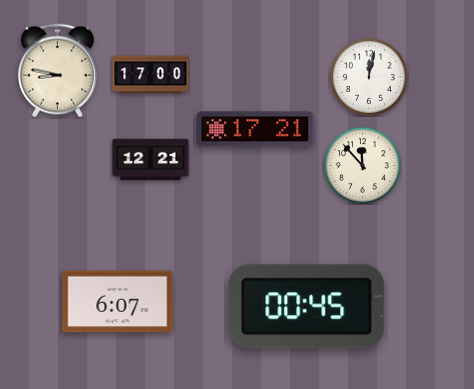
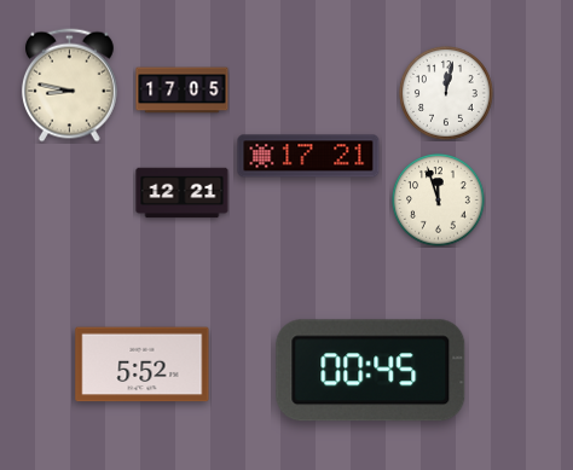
clock at (151, 75): 17:00 -> 17:05
clock at (363, 166): 11:53 -> 11:57
clock at (118, 302): 6:07 -> 5:52
